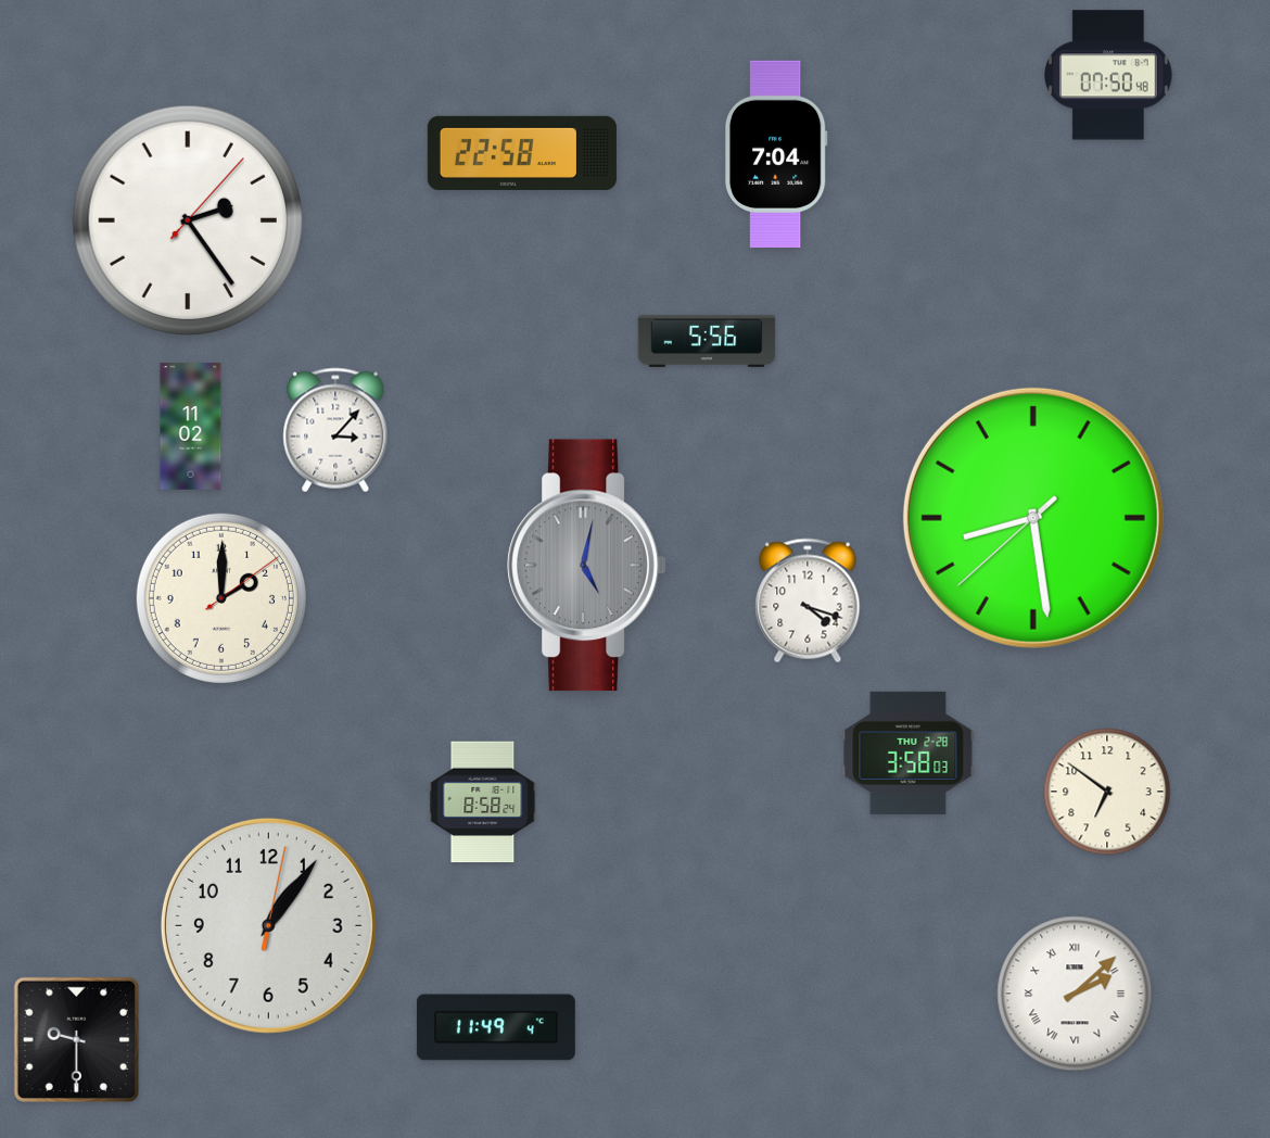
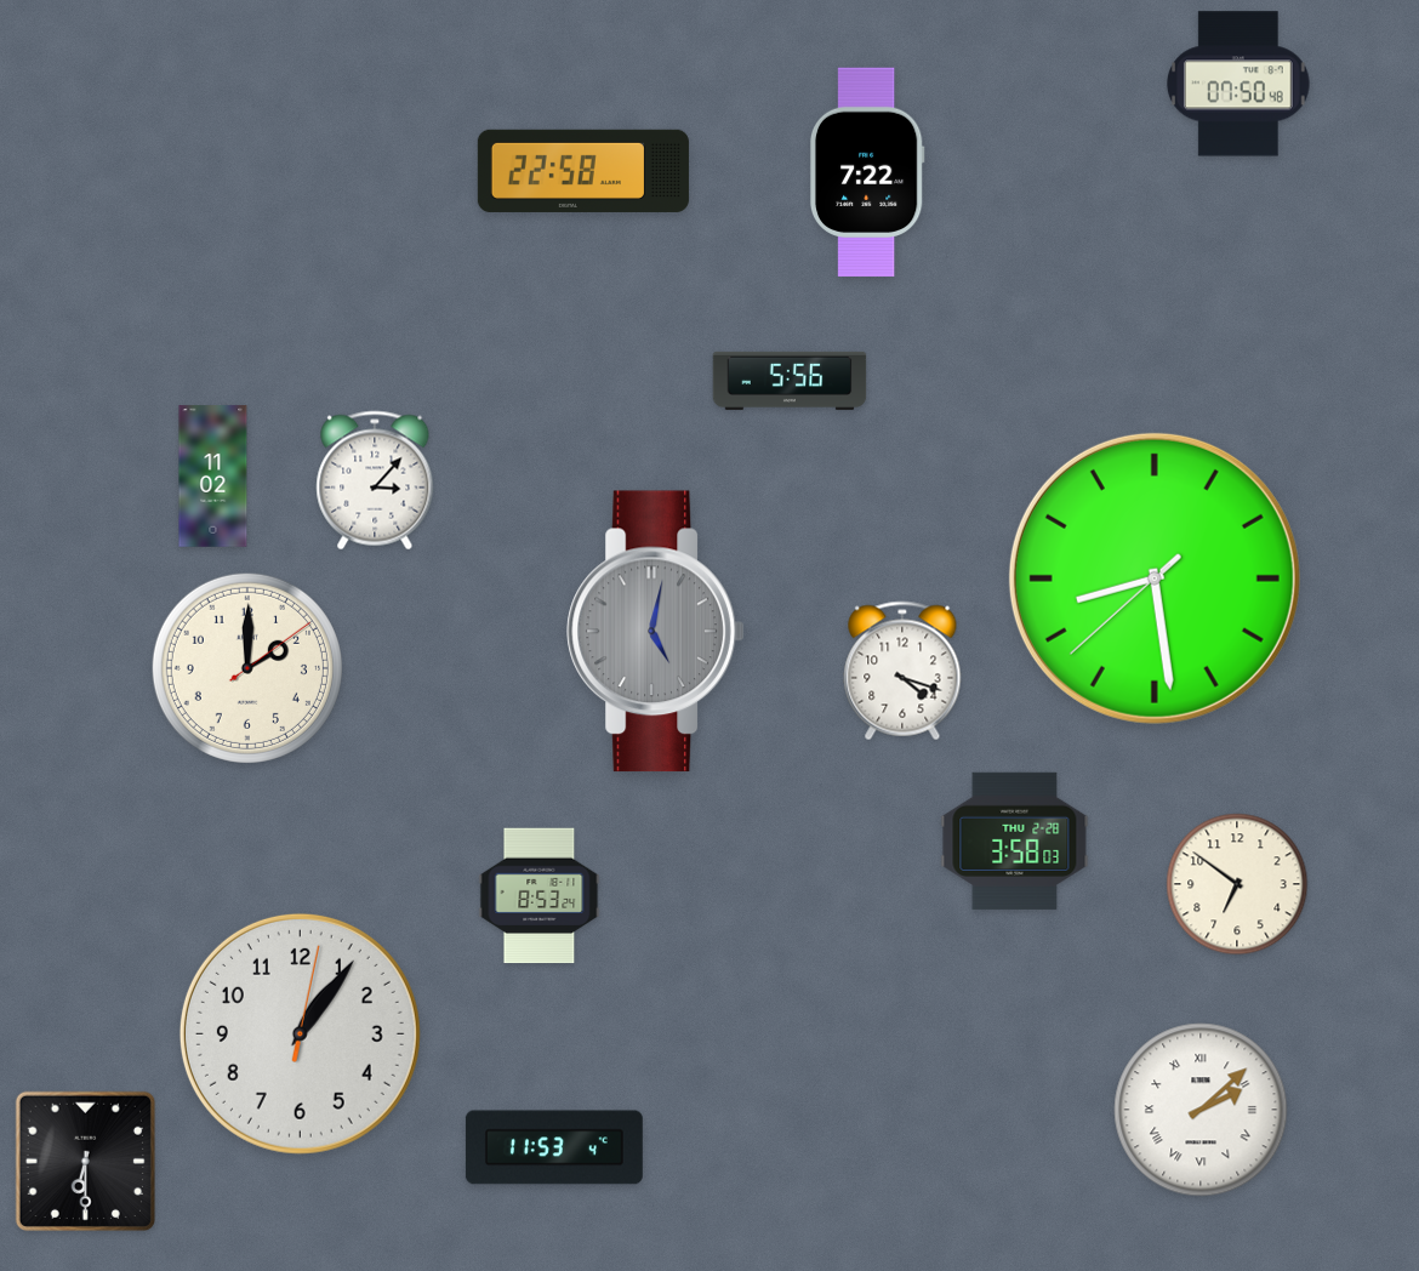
clock at (776, 154): 7:04 -> 7:22
clock at (188, 220): 2:24 -> none
clock at (483, 802): 8:58 -> 8:53
clock at (496, 1027): 11:49 -> 11:53
clock at (76, 1039): 9:30 -> 6:30
